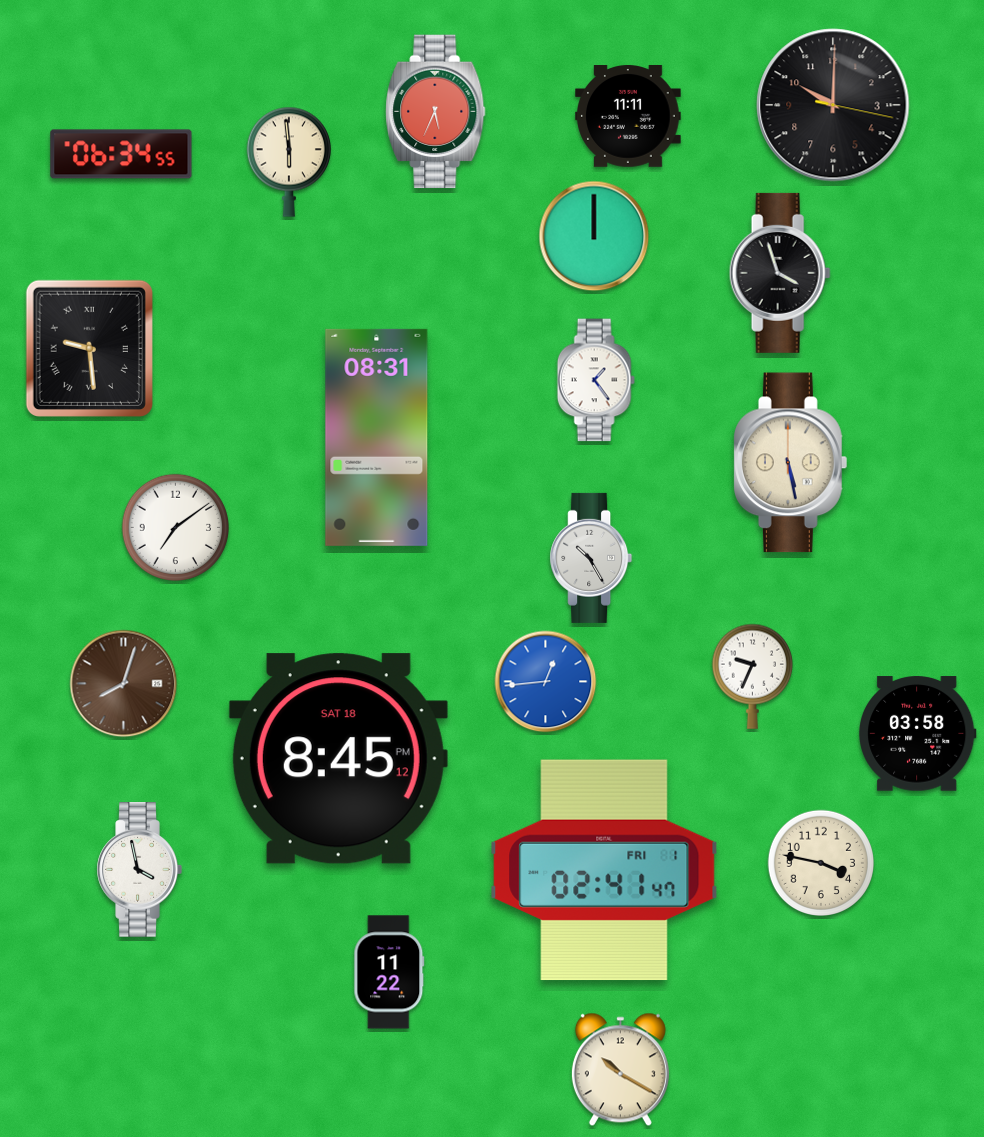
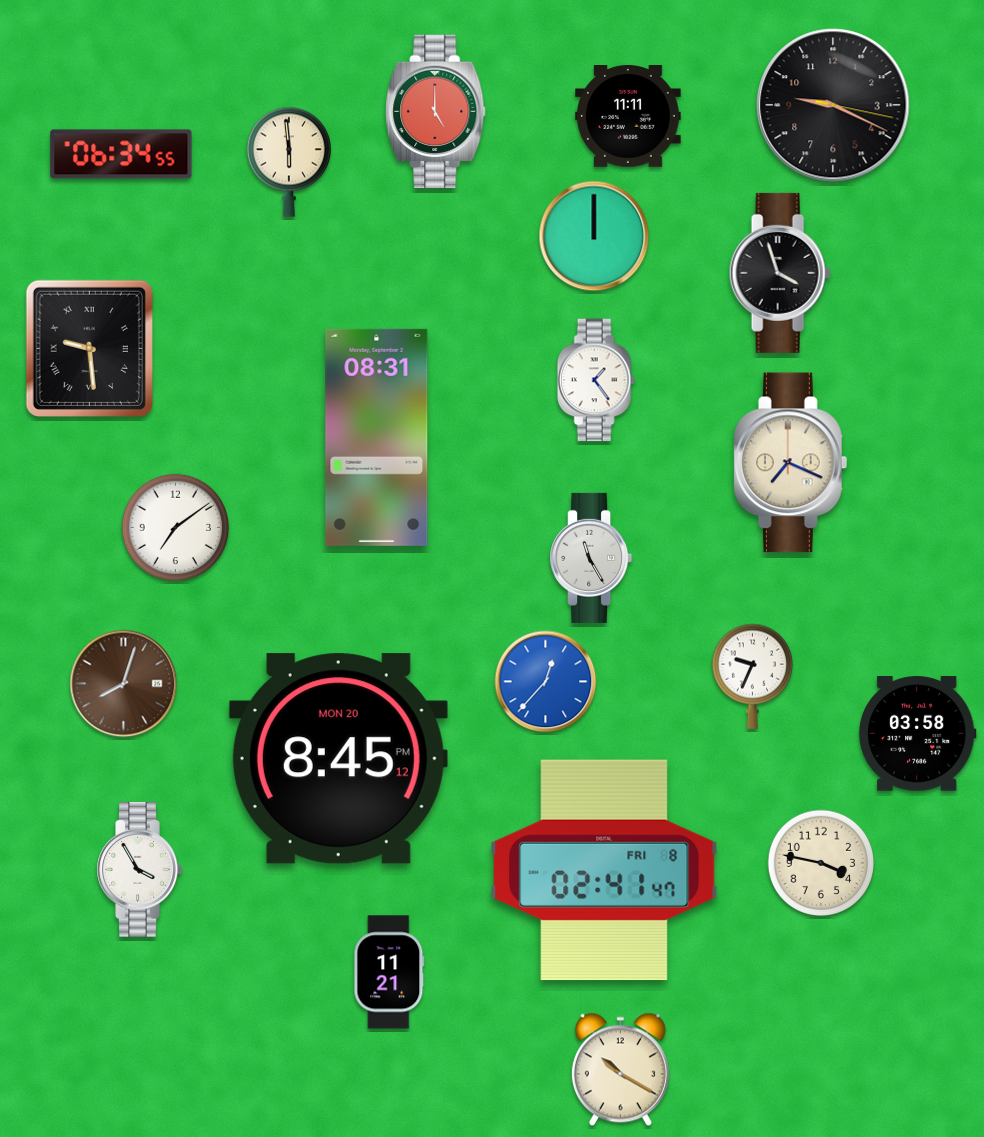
clock at (833, 105): 10:00 -> 9:19
clock at (436, 112): 5:34 -> 5:00
clock at (791, 463): 5:28 -> 7:19
clock at (591, 558): 10:25 -> 11:25
clock at (546, 682): 12:44 -> 12:37
clock at (338, 759) date: SAT 18 -> MON 20
clock at (139, 870): 3:58 -> 3:55
clock at (604, 870) date: FRI 1 -> FRI 8
clock at (389, 972): 11:22 -> 11:21
